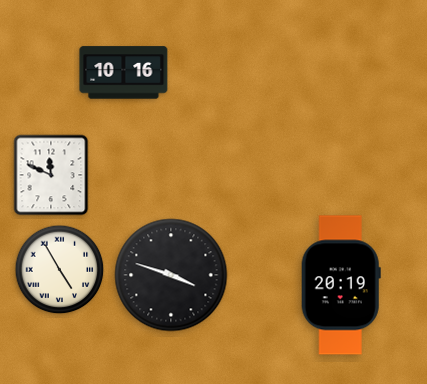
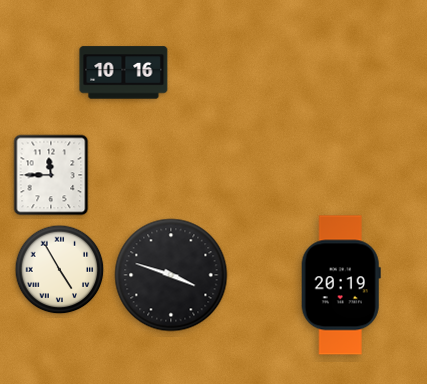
clock at (51, 175): 11:49 -> 11:45
